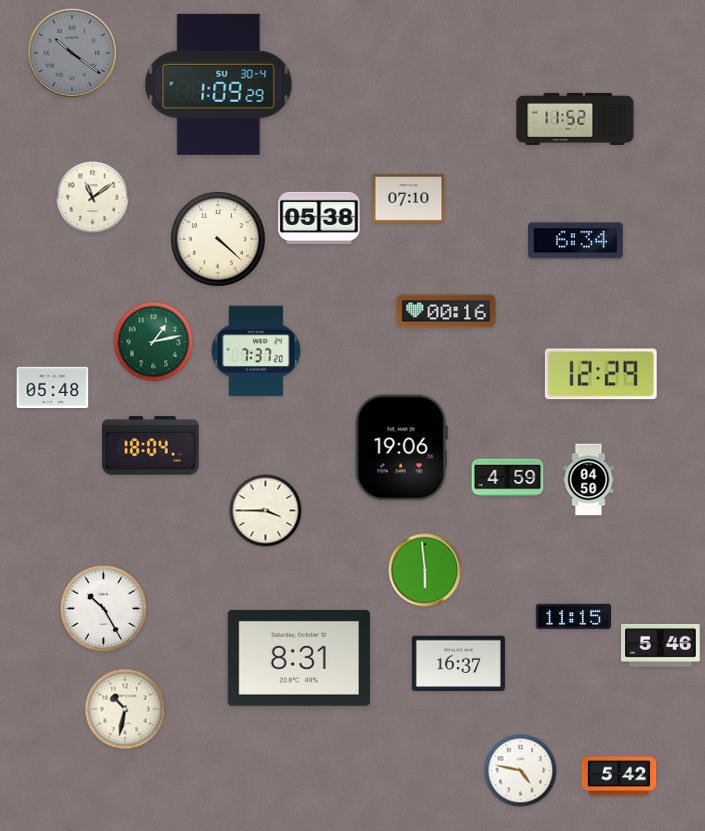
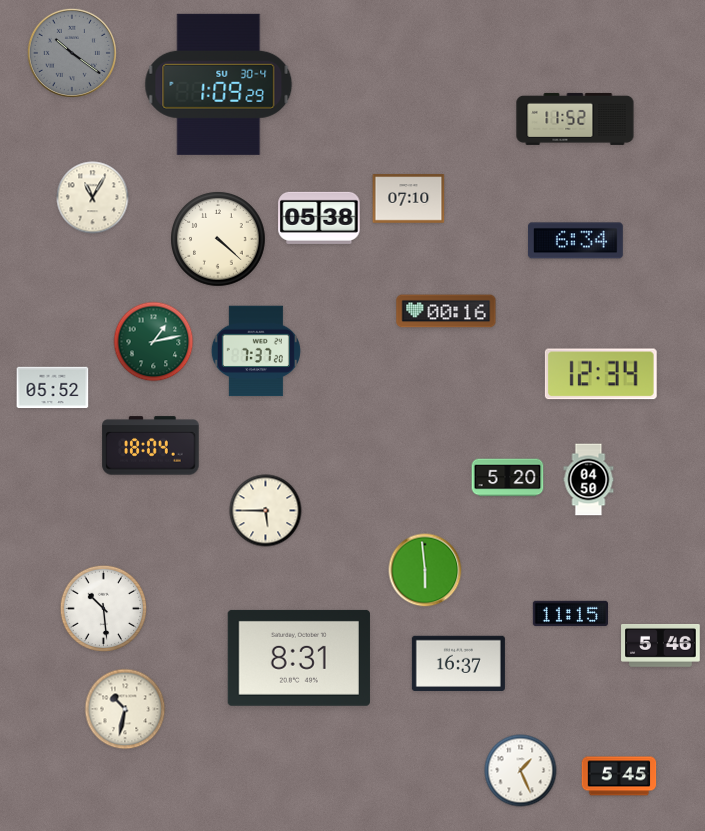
clock at (93, 198): 11:09 -> 11:05
clock at (601, 374): 12:29 -> 12:34
clock at (53, 388): 05:48 -> 05:52
clock at (401, 448): 19:06 -> none
clock at (508, 478): 4:59 -> 5:20
clock at (266, 511): 3:45 -> 5:45
clock at (104, 609): 10:25 -> 10:29
clock at (573, 617) position: (573, 617) -> (570, 614)
clock at (521, 771): 4:47 -> 1:26
clock at (619, 776): 5:42 -> 5:45
